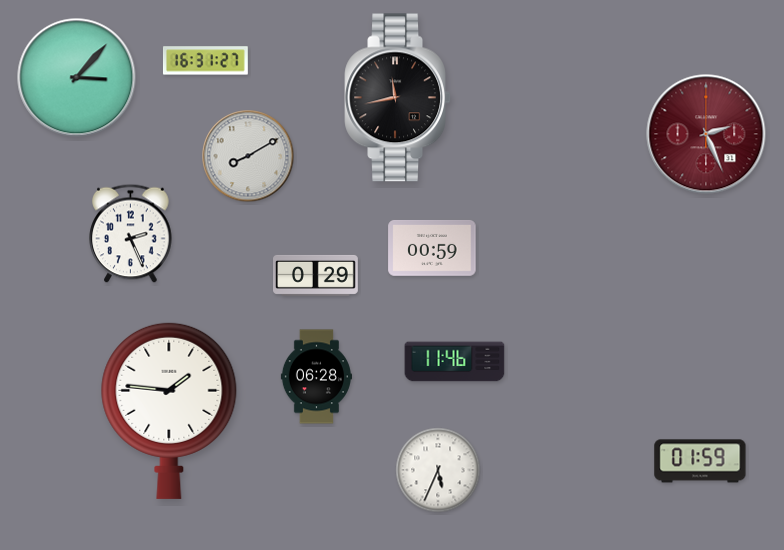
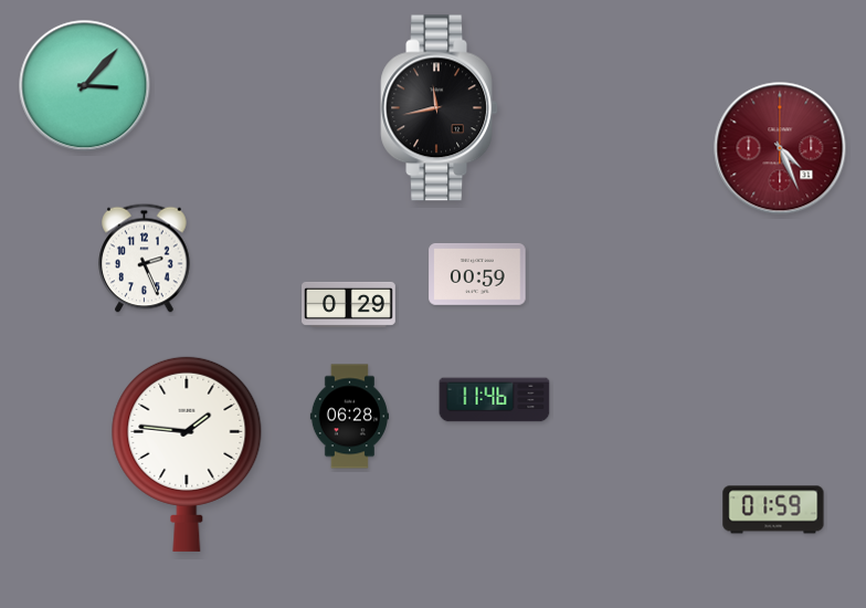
clock at (205, 61): 16:31 -> none
clock at (706, 134): 2:26 -> 4:26
clock at (248, 156): 8:10 -> none
clock at (455, 362) position: (455, 362) -> (495, 400)
clock at (438, 470): 5:34 -> none
